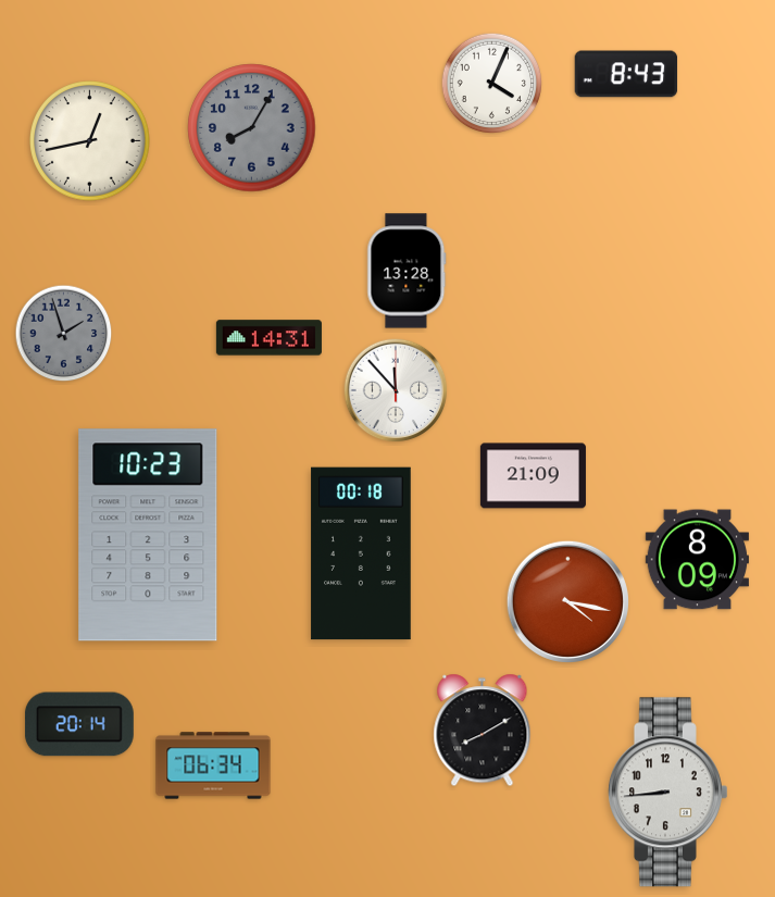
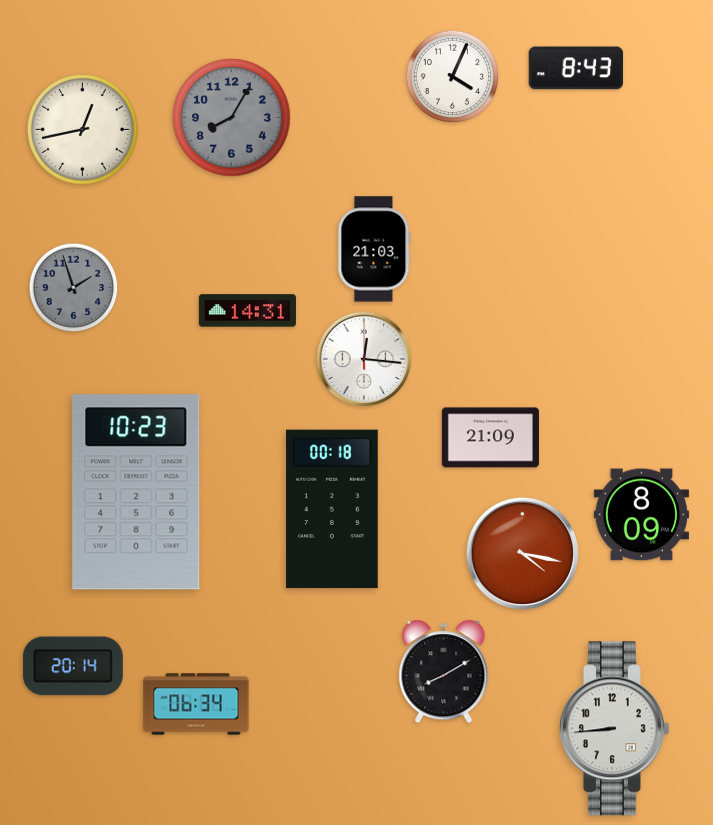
clock at (407, 271): 13:28 -> 21:03
clock at (64, 334) position: (64, 334) -> (74, 288)
clock at (396, 390): 11:53 -> 12:16
